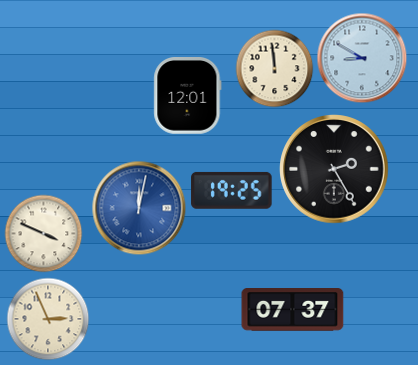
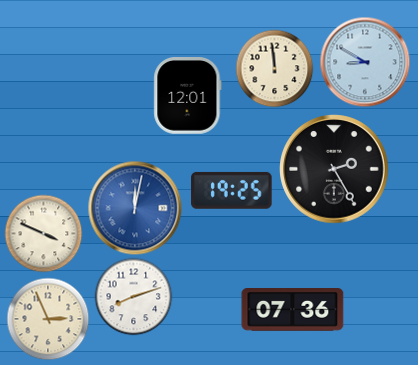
clock at (362, 58) position: (362, 58) -> (365, 62)
clock at (139, 208) position: (139, 208) -> (135, 208)
clock at (133, 296): none -> 8:12
clock at (293, 310): 07:37 -> 07:36
